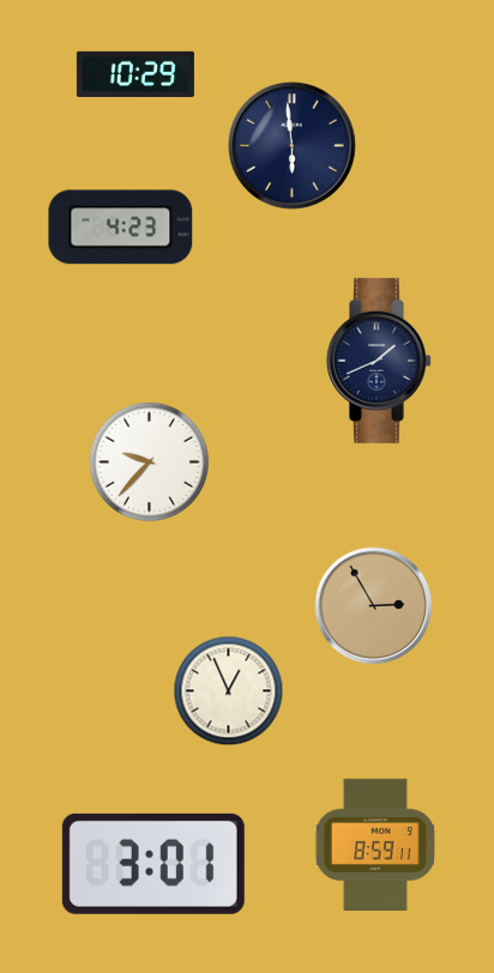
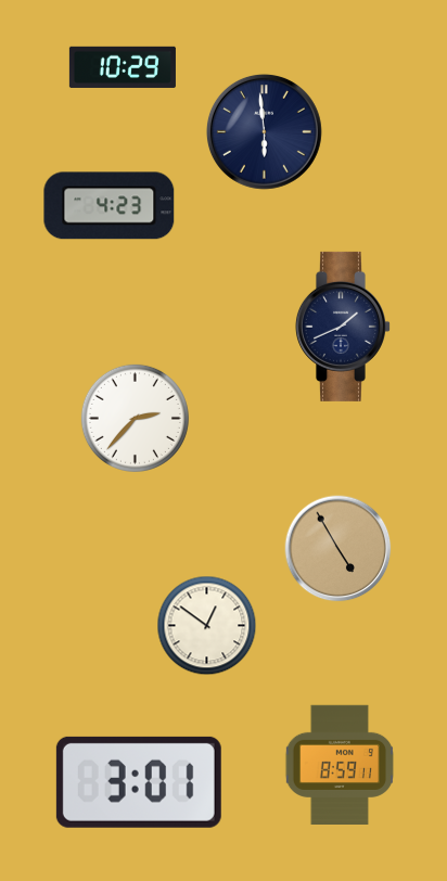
clock at (149, 461): 9:37 -> 2:37
clock at (374, 606): 2:55 -> 4:55
clock at (229, 691): 12:56 -> 12:51
